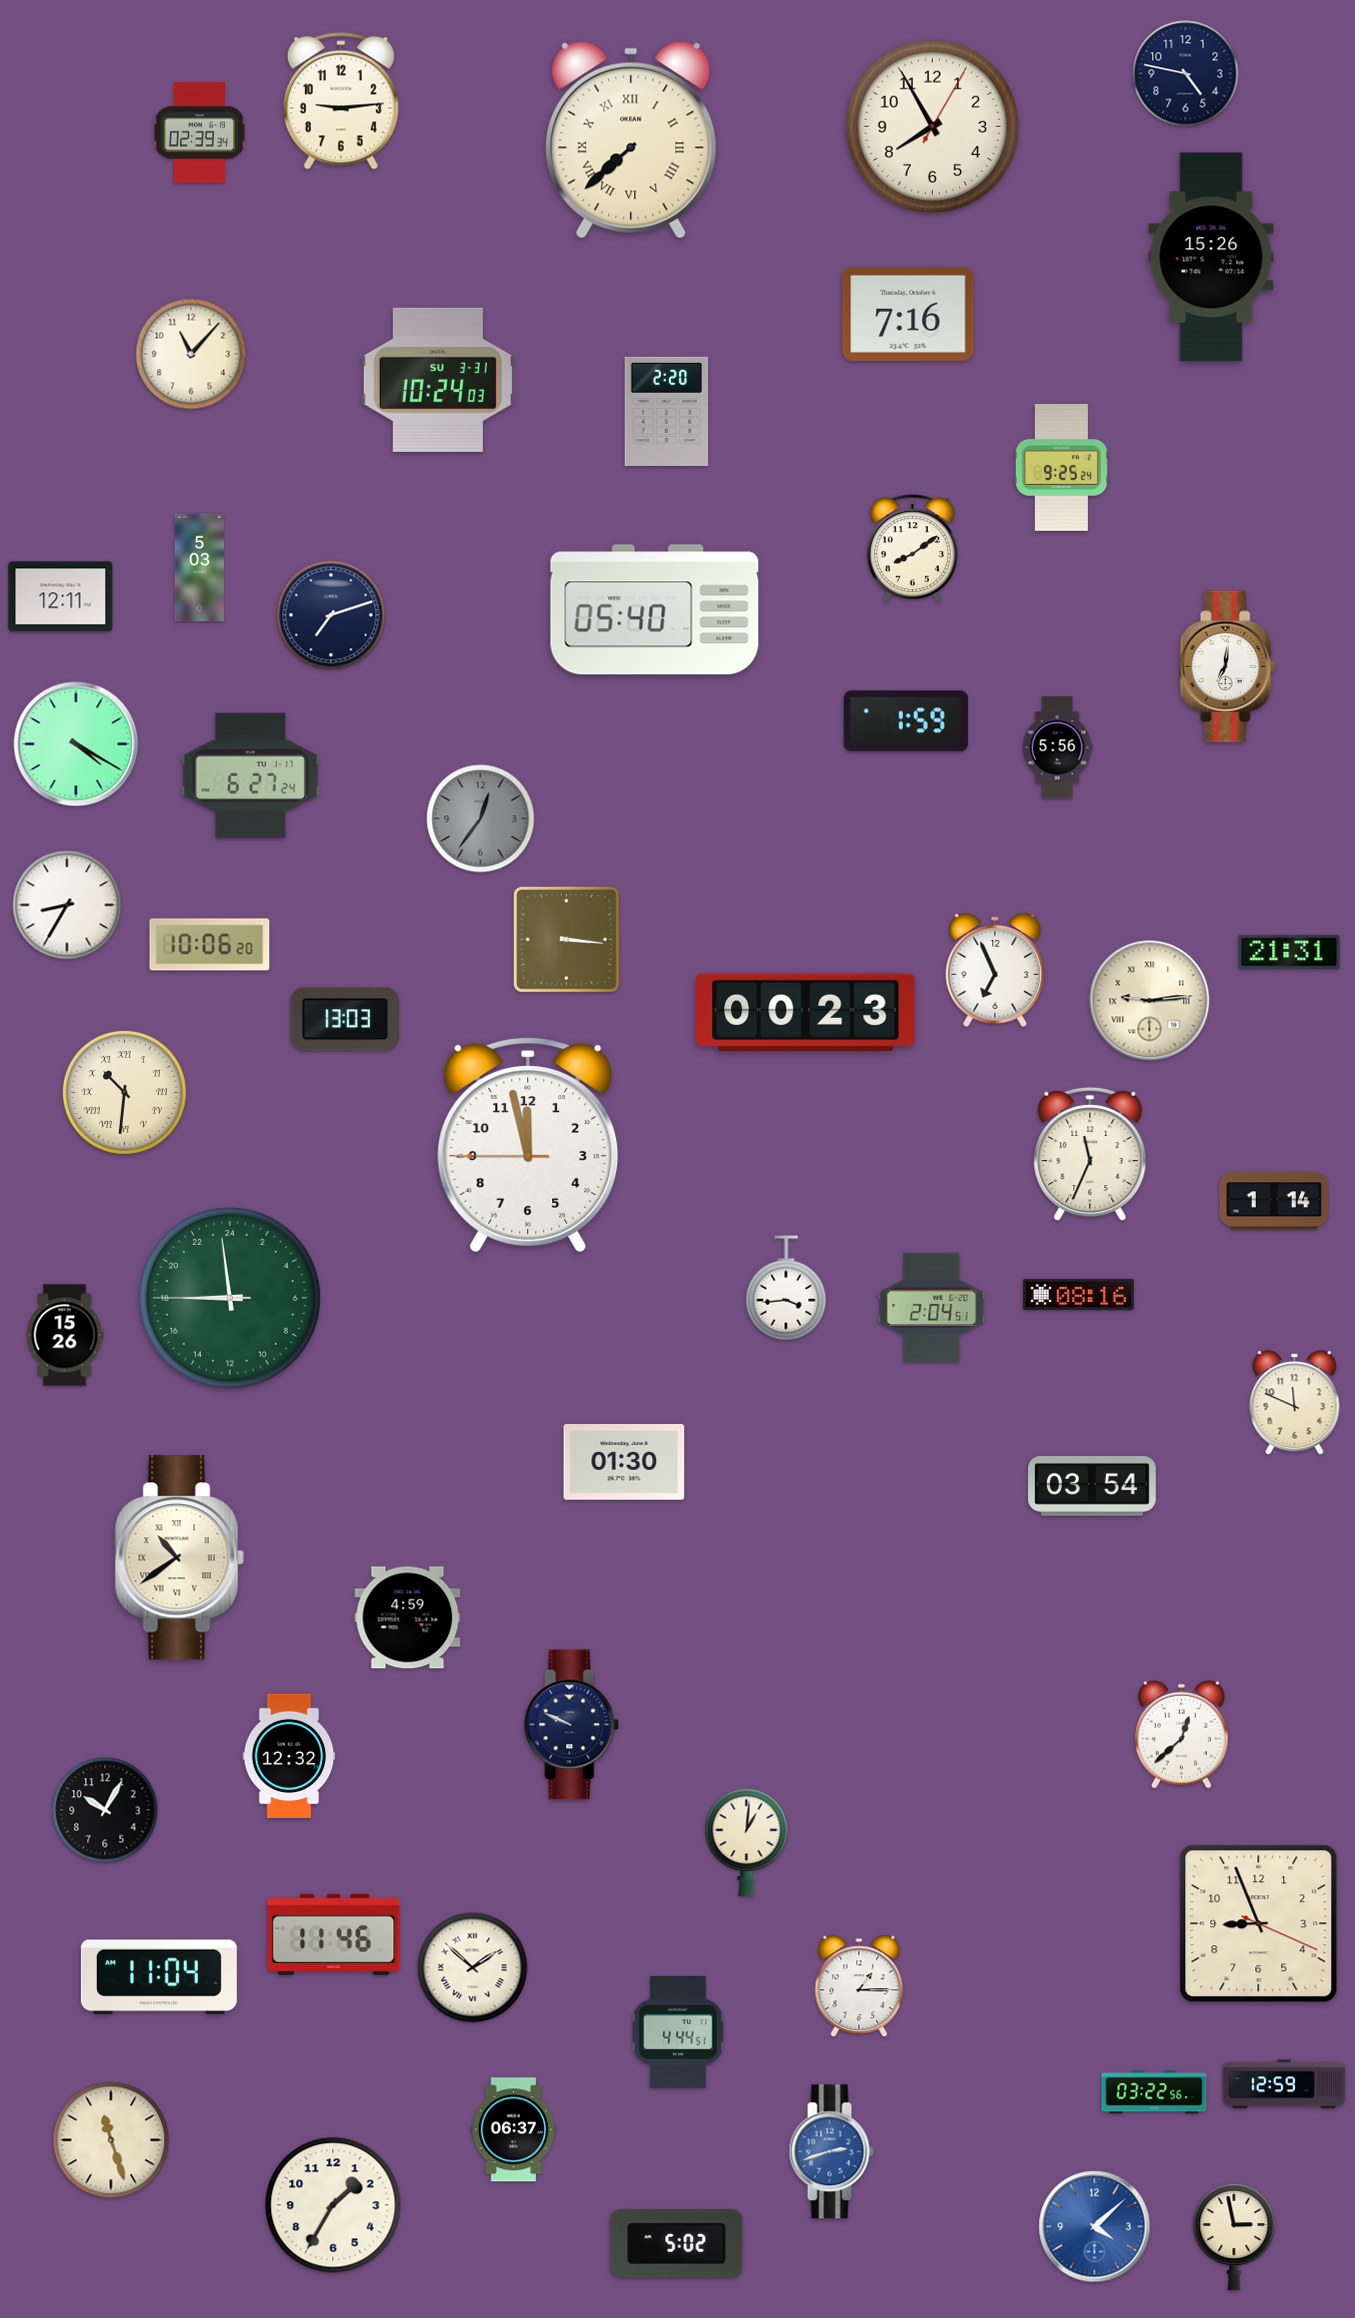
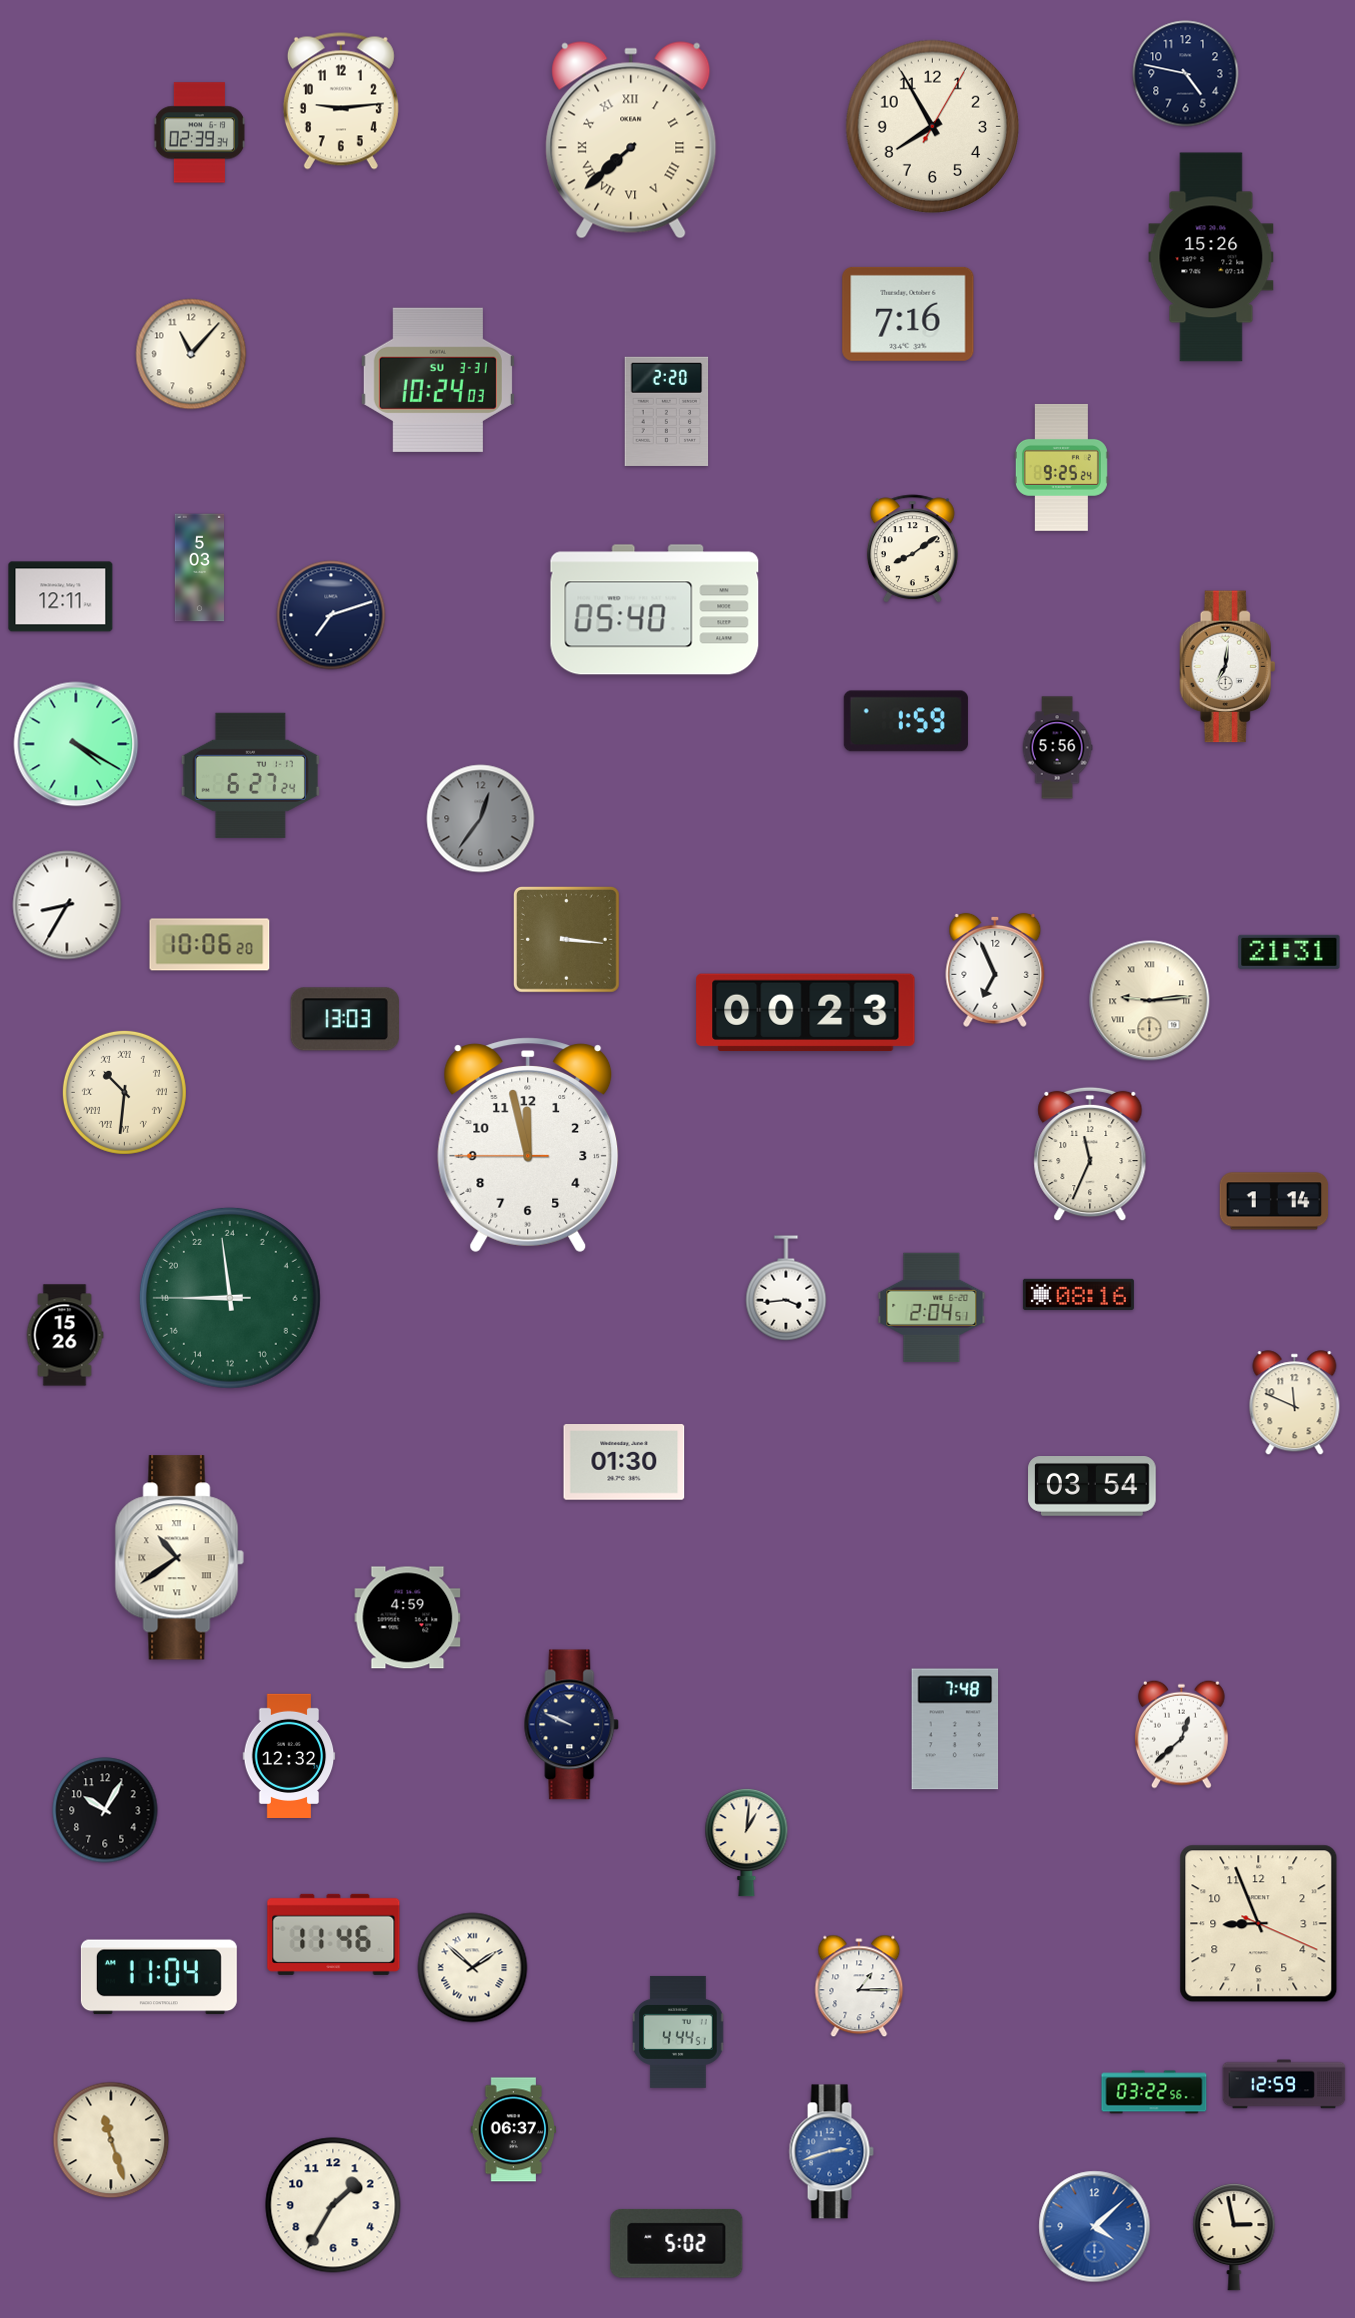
clock at (955, 1729): none -> 7:48
